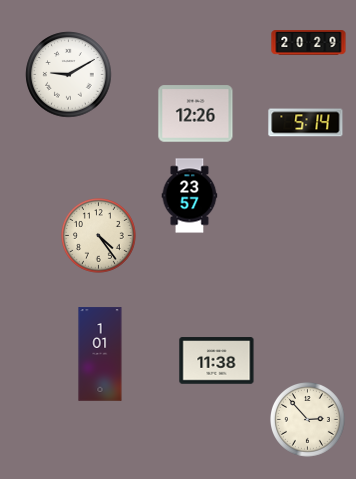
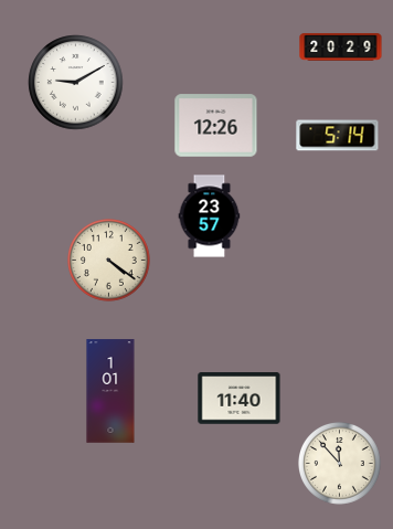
clock at (99, 236): 4:24 -> 4:21
clock at (217, 361): 11:38 -> 11:40
clock at (308, 420): 2:53 -> 11:53
